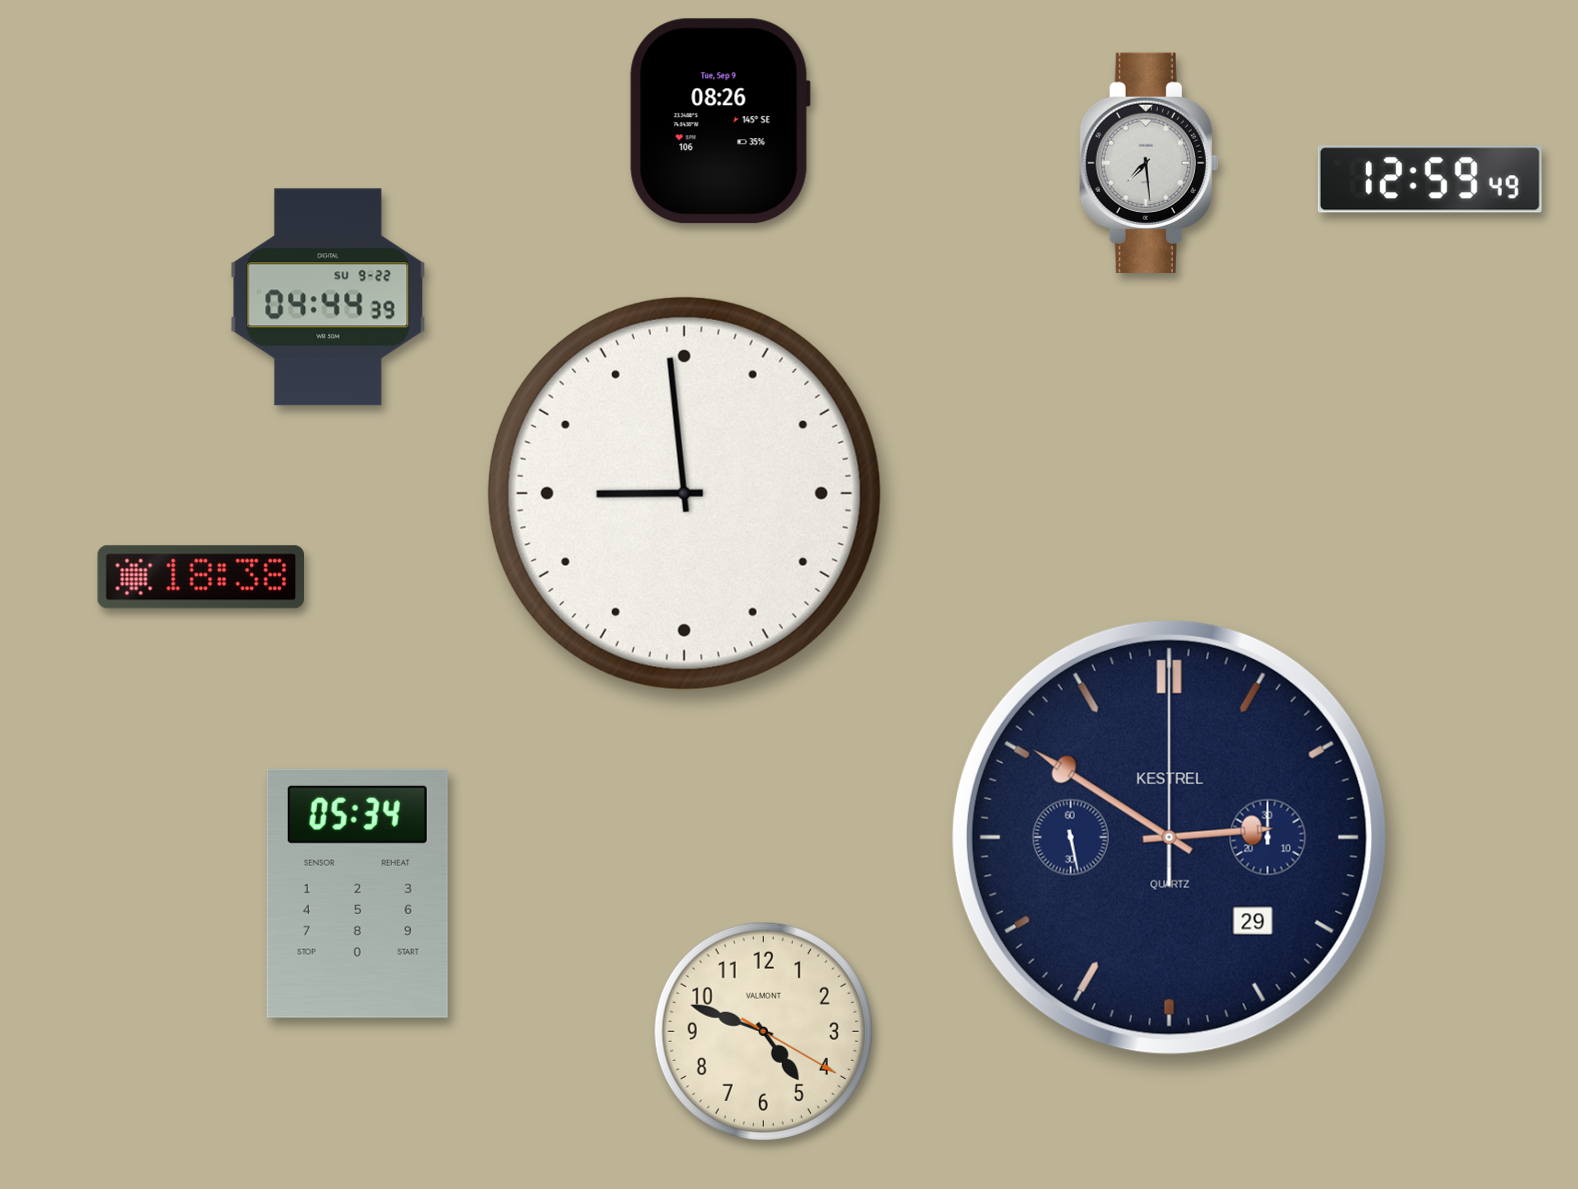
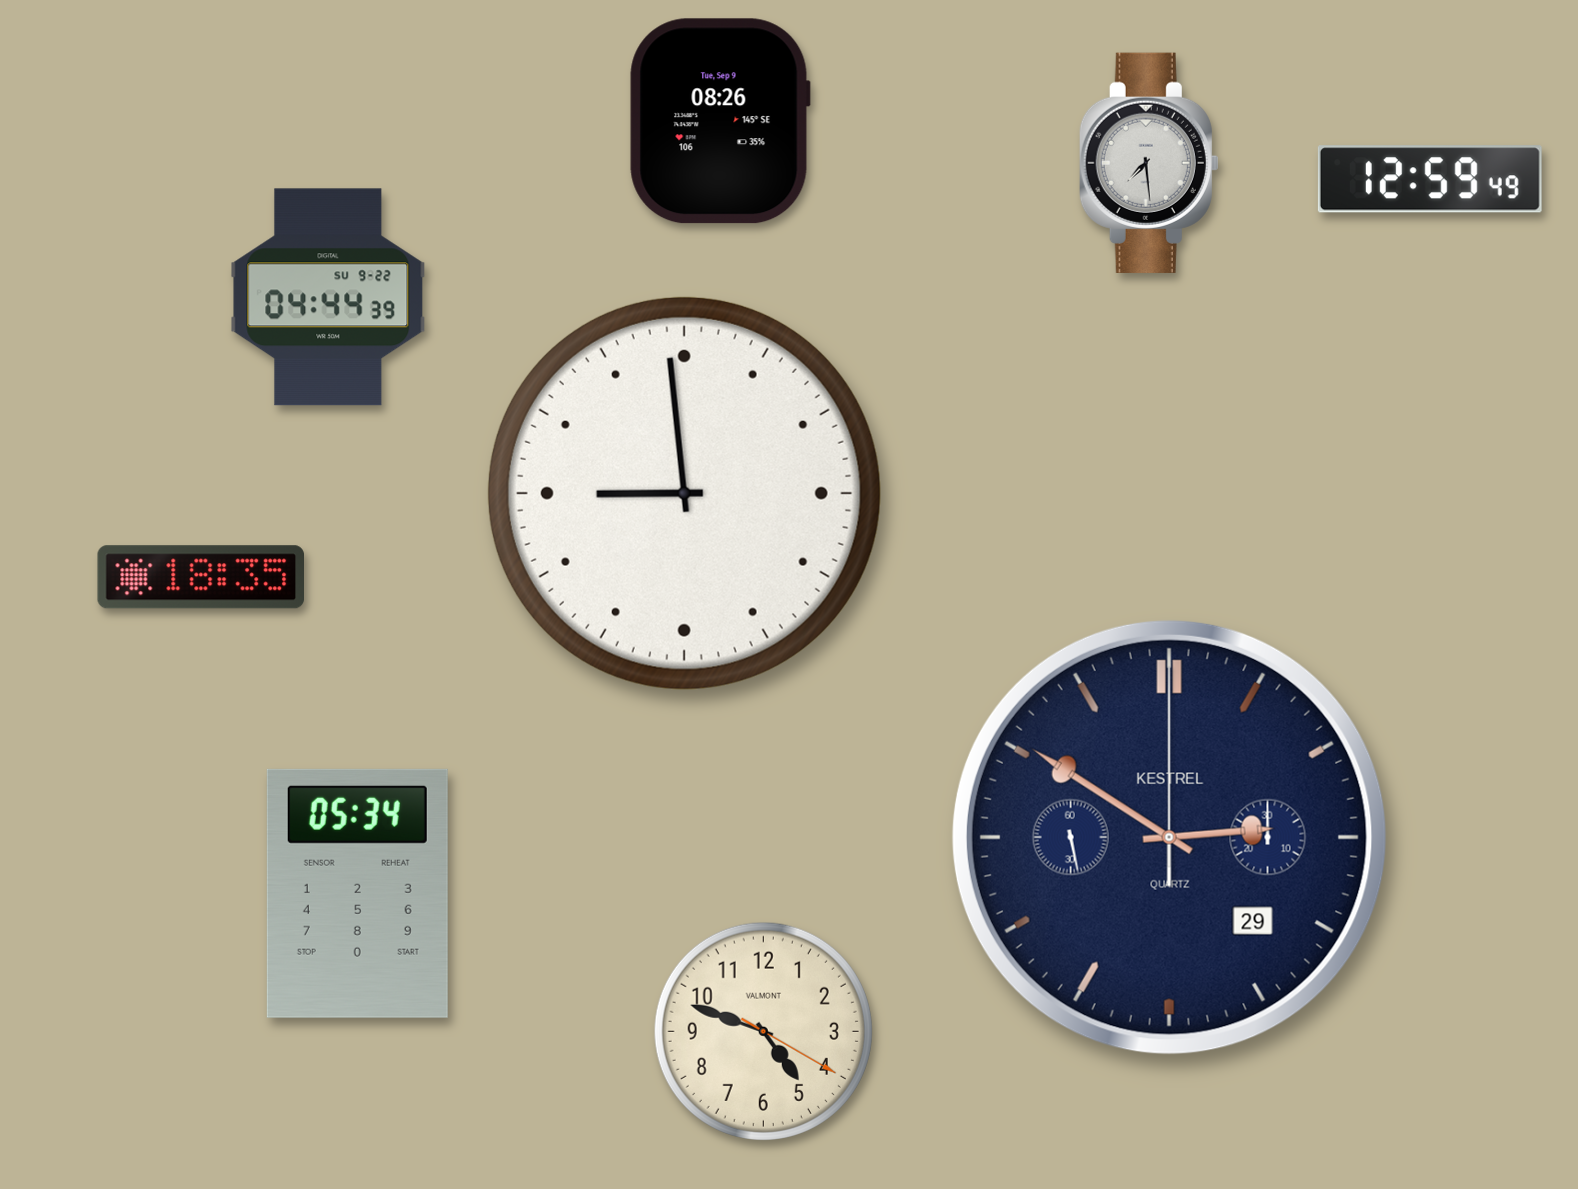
clock at (200, 577): 18:38 -> 18:35
